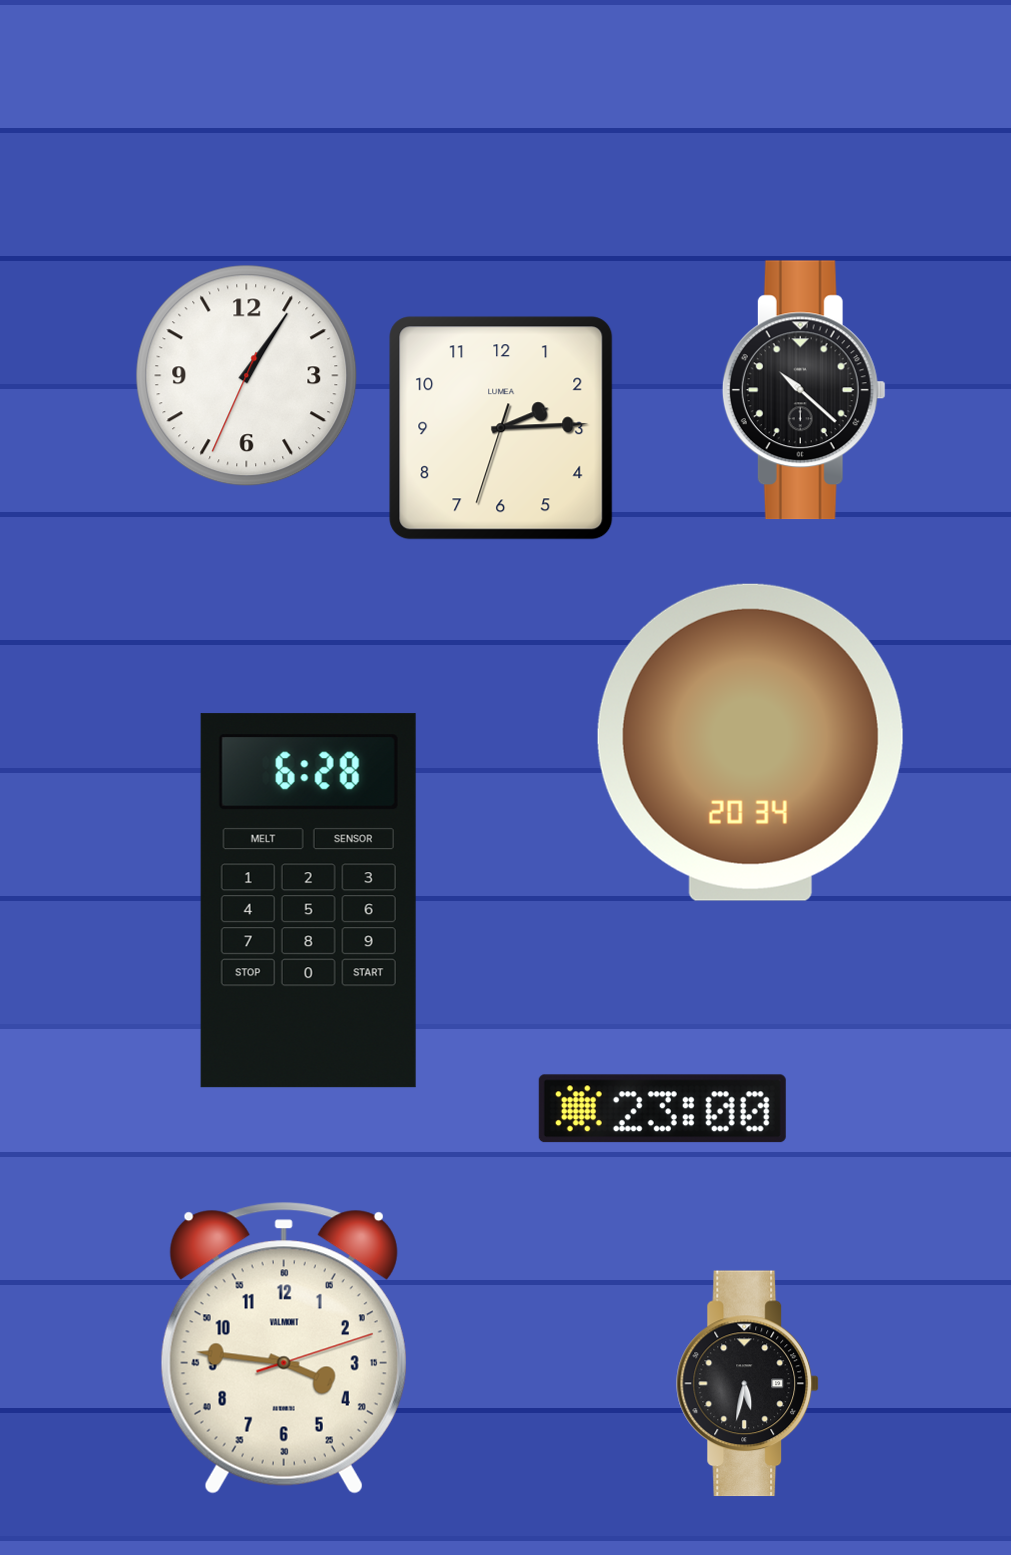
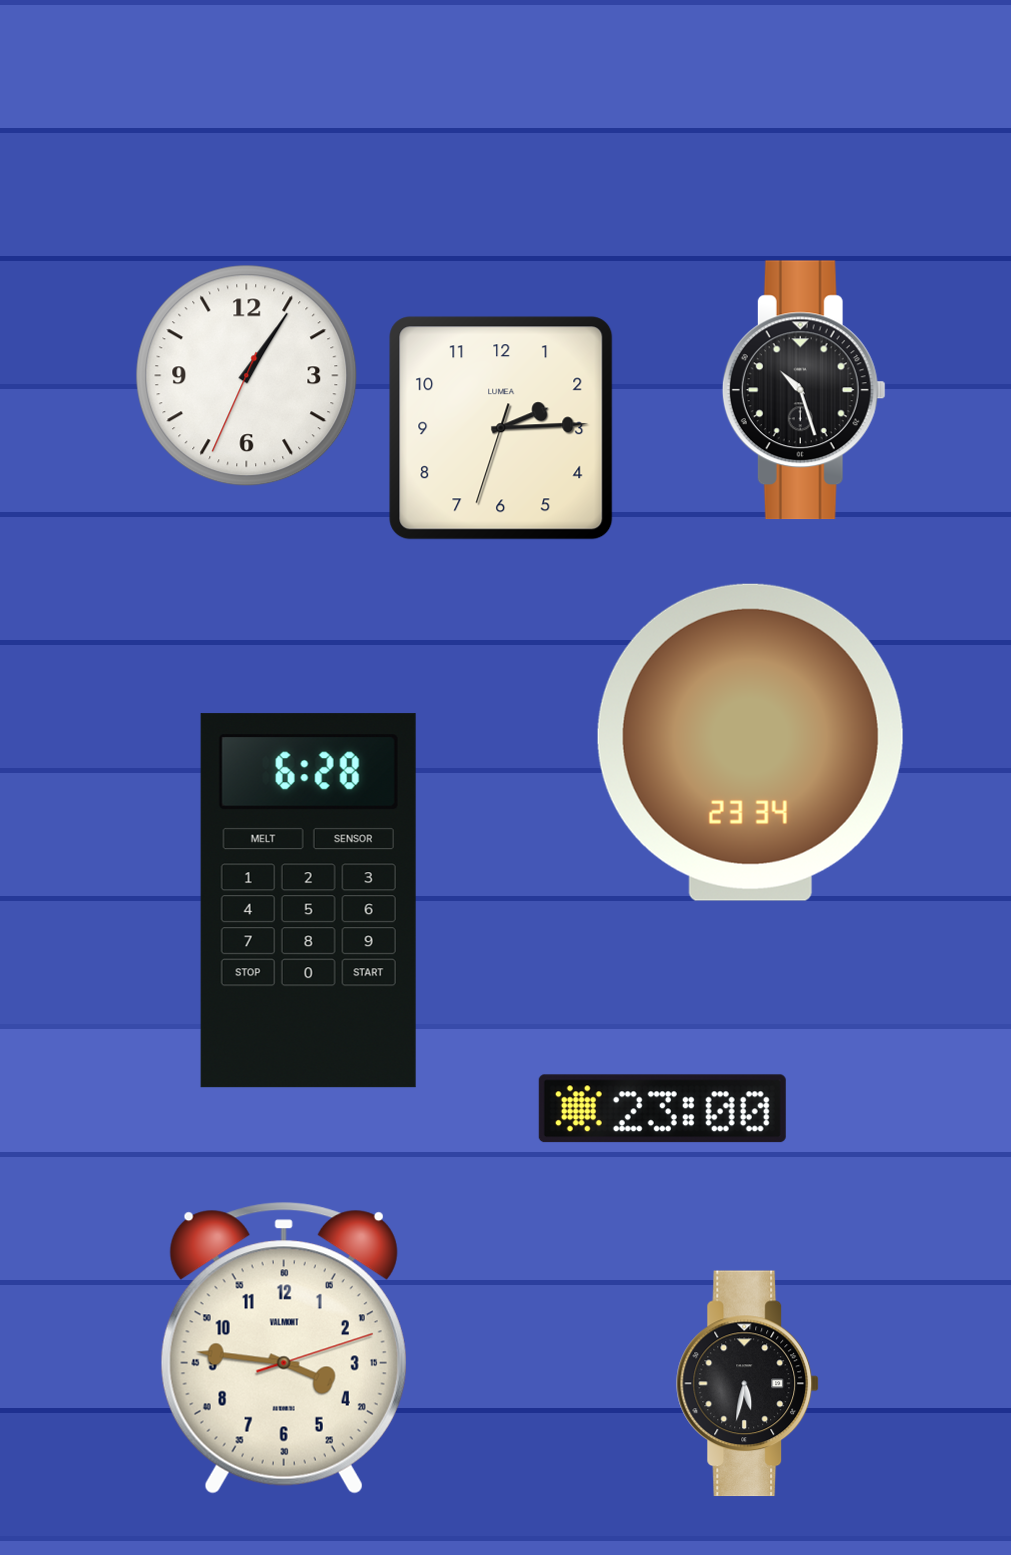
clock at (804, 390): 10:22 -> 10:27
clock at (750, 742): 20:34 -> 23:34
